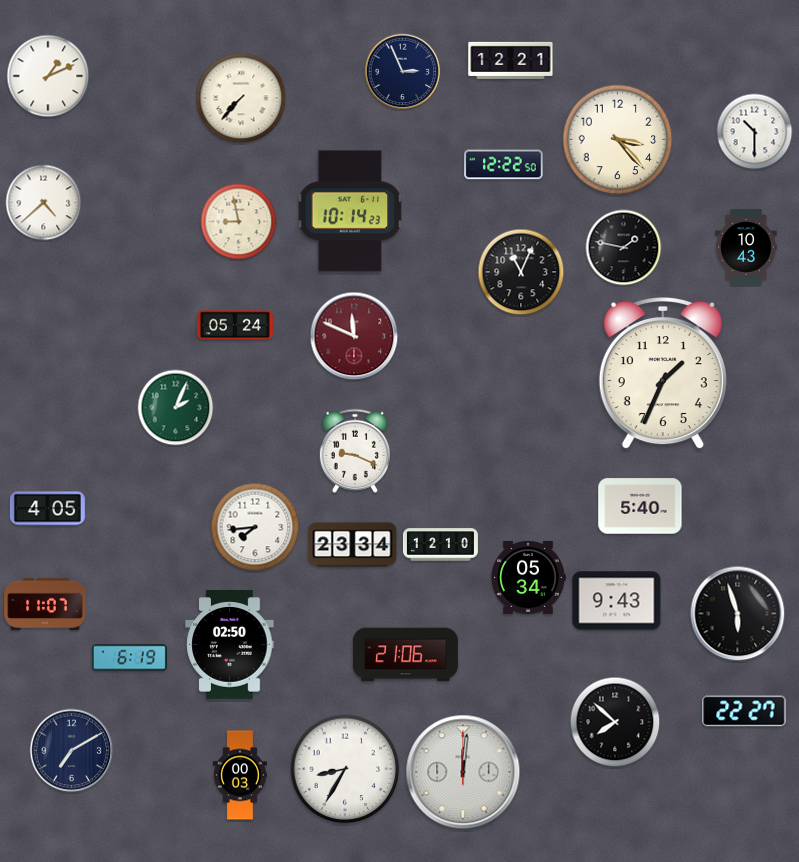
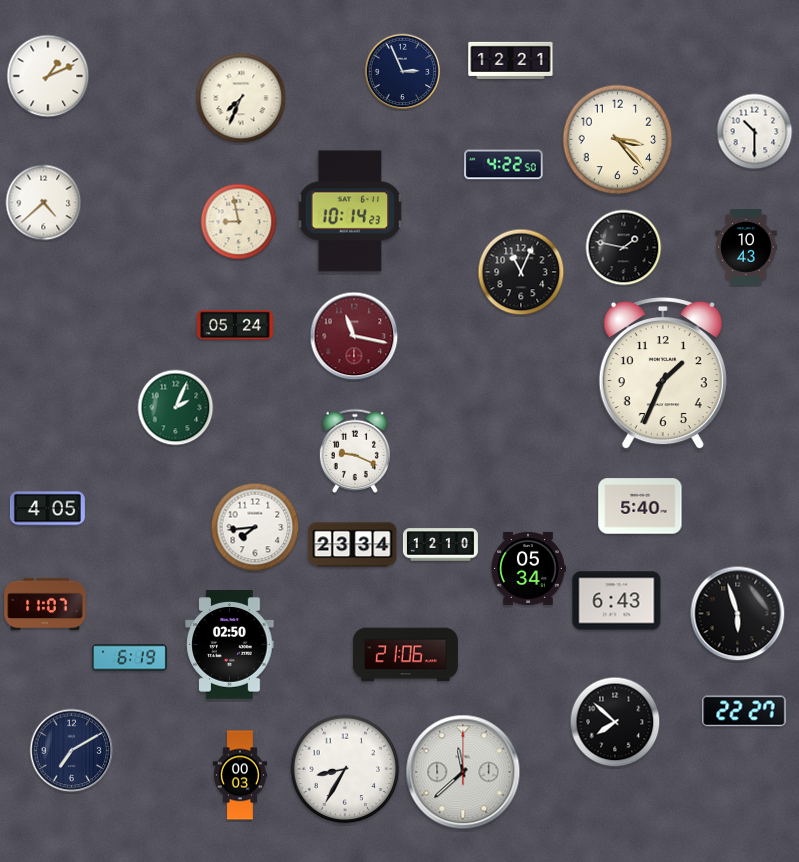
clock at (241, 98): 7:37 -> 7:34
clock at (504, 165): 12:22 -> 4:22
clock at (354, 336): 11:49 -> 11:17
clock at (528, 577) position: (528, 577) -> (528, 568)
clock at (617, 601): 9:43 -> 6:43
clock at (463, 772): 12:01 -> 11:38
